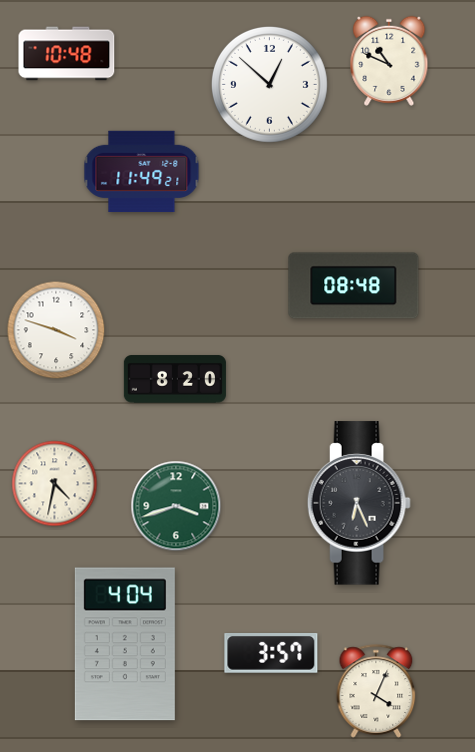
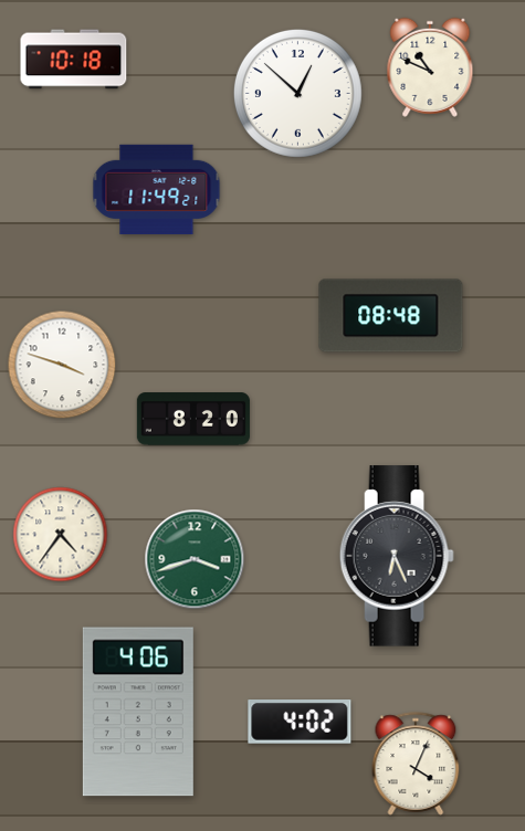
clock at (67, 54): 10:48 -> 10:18
clock at (55, 484): 4:32 -> 4:36
clock at (125, 644): 4:04 -> 4:06
clock at (271, 654): 3:57 -> 4:02
